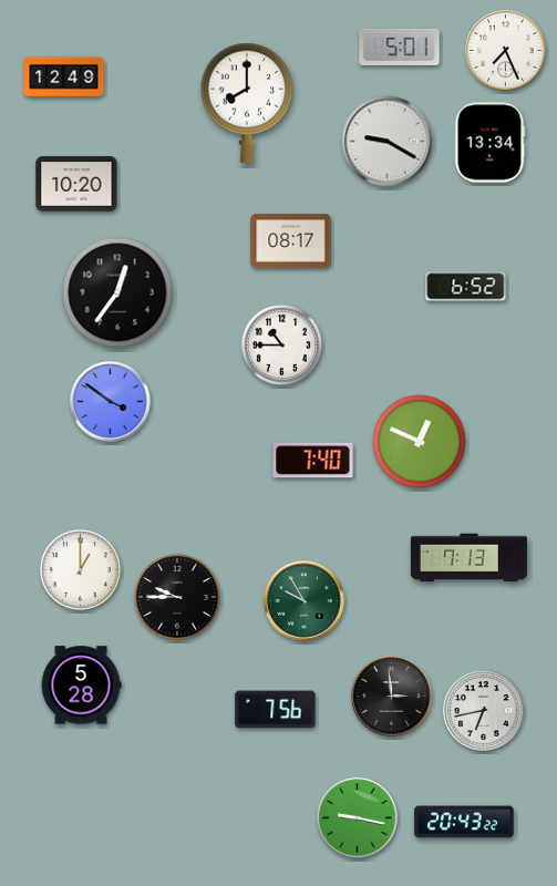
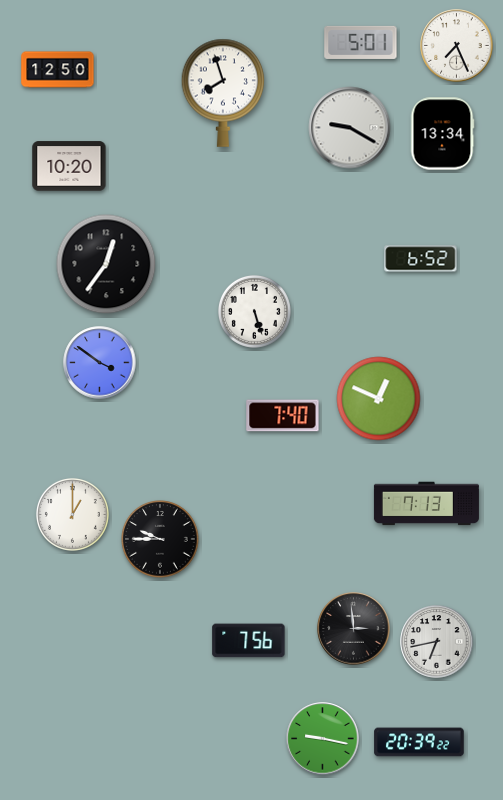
clock at (64, 78): 12:49 -> 12:50
clock at (247, 103): 8:00 -> 7:57
clock at (489, 143) position: (489, 143) -> (442, 134)
clock at (291, 241): 08:17 -> none
clock at (281, 344): 10:45 -> 5:27
clock at (468, 558) position: (468, 558) -> (426, 504)
clock at (305, 601): 9:55 -> none
clock at (81, 686): 5:28 -> none
clock at (464, 822): 20:43 -> 20:39
